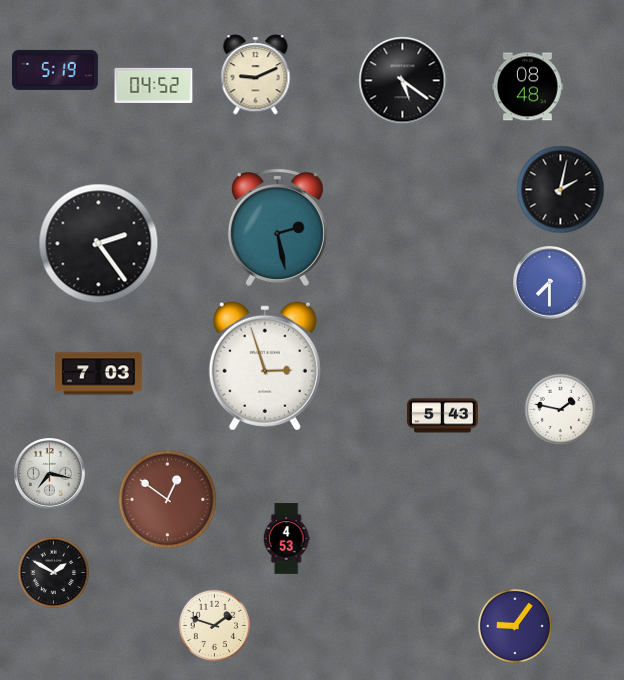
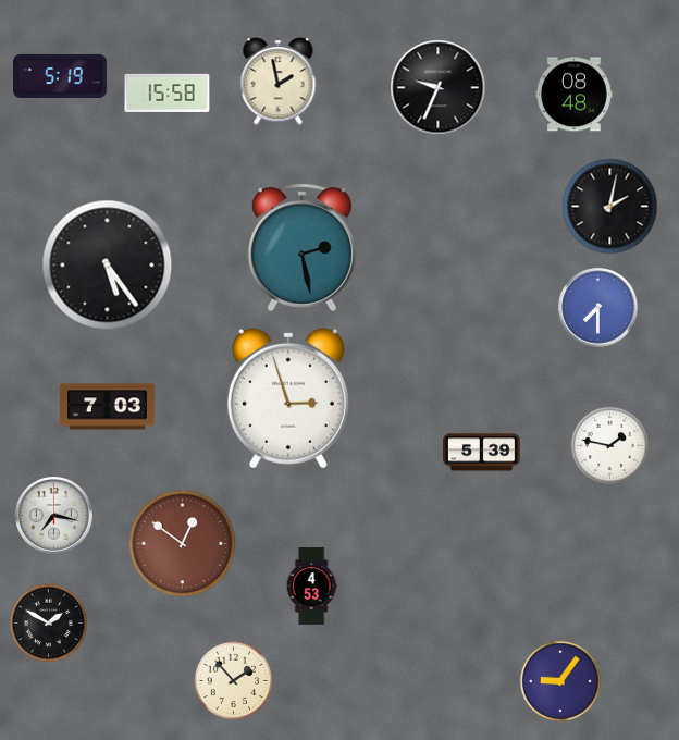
clock at (256, 75): 9:11 -> 1:58
clock at (403, 81): 5:21 -> 9:34
clock at (154, 85): 04:52 -> 15:58
clock at (99, 244): 2:24 -> 5:24
clock at (443, 416): 5:43 -> 5:39
clock at (54, 573) position: (54, 573) -> (49, 624)
clock at (215, 626): 1:48 -> 1:53
